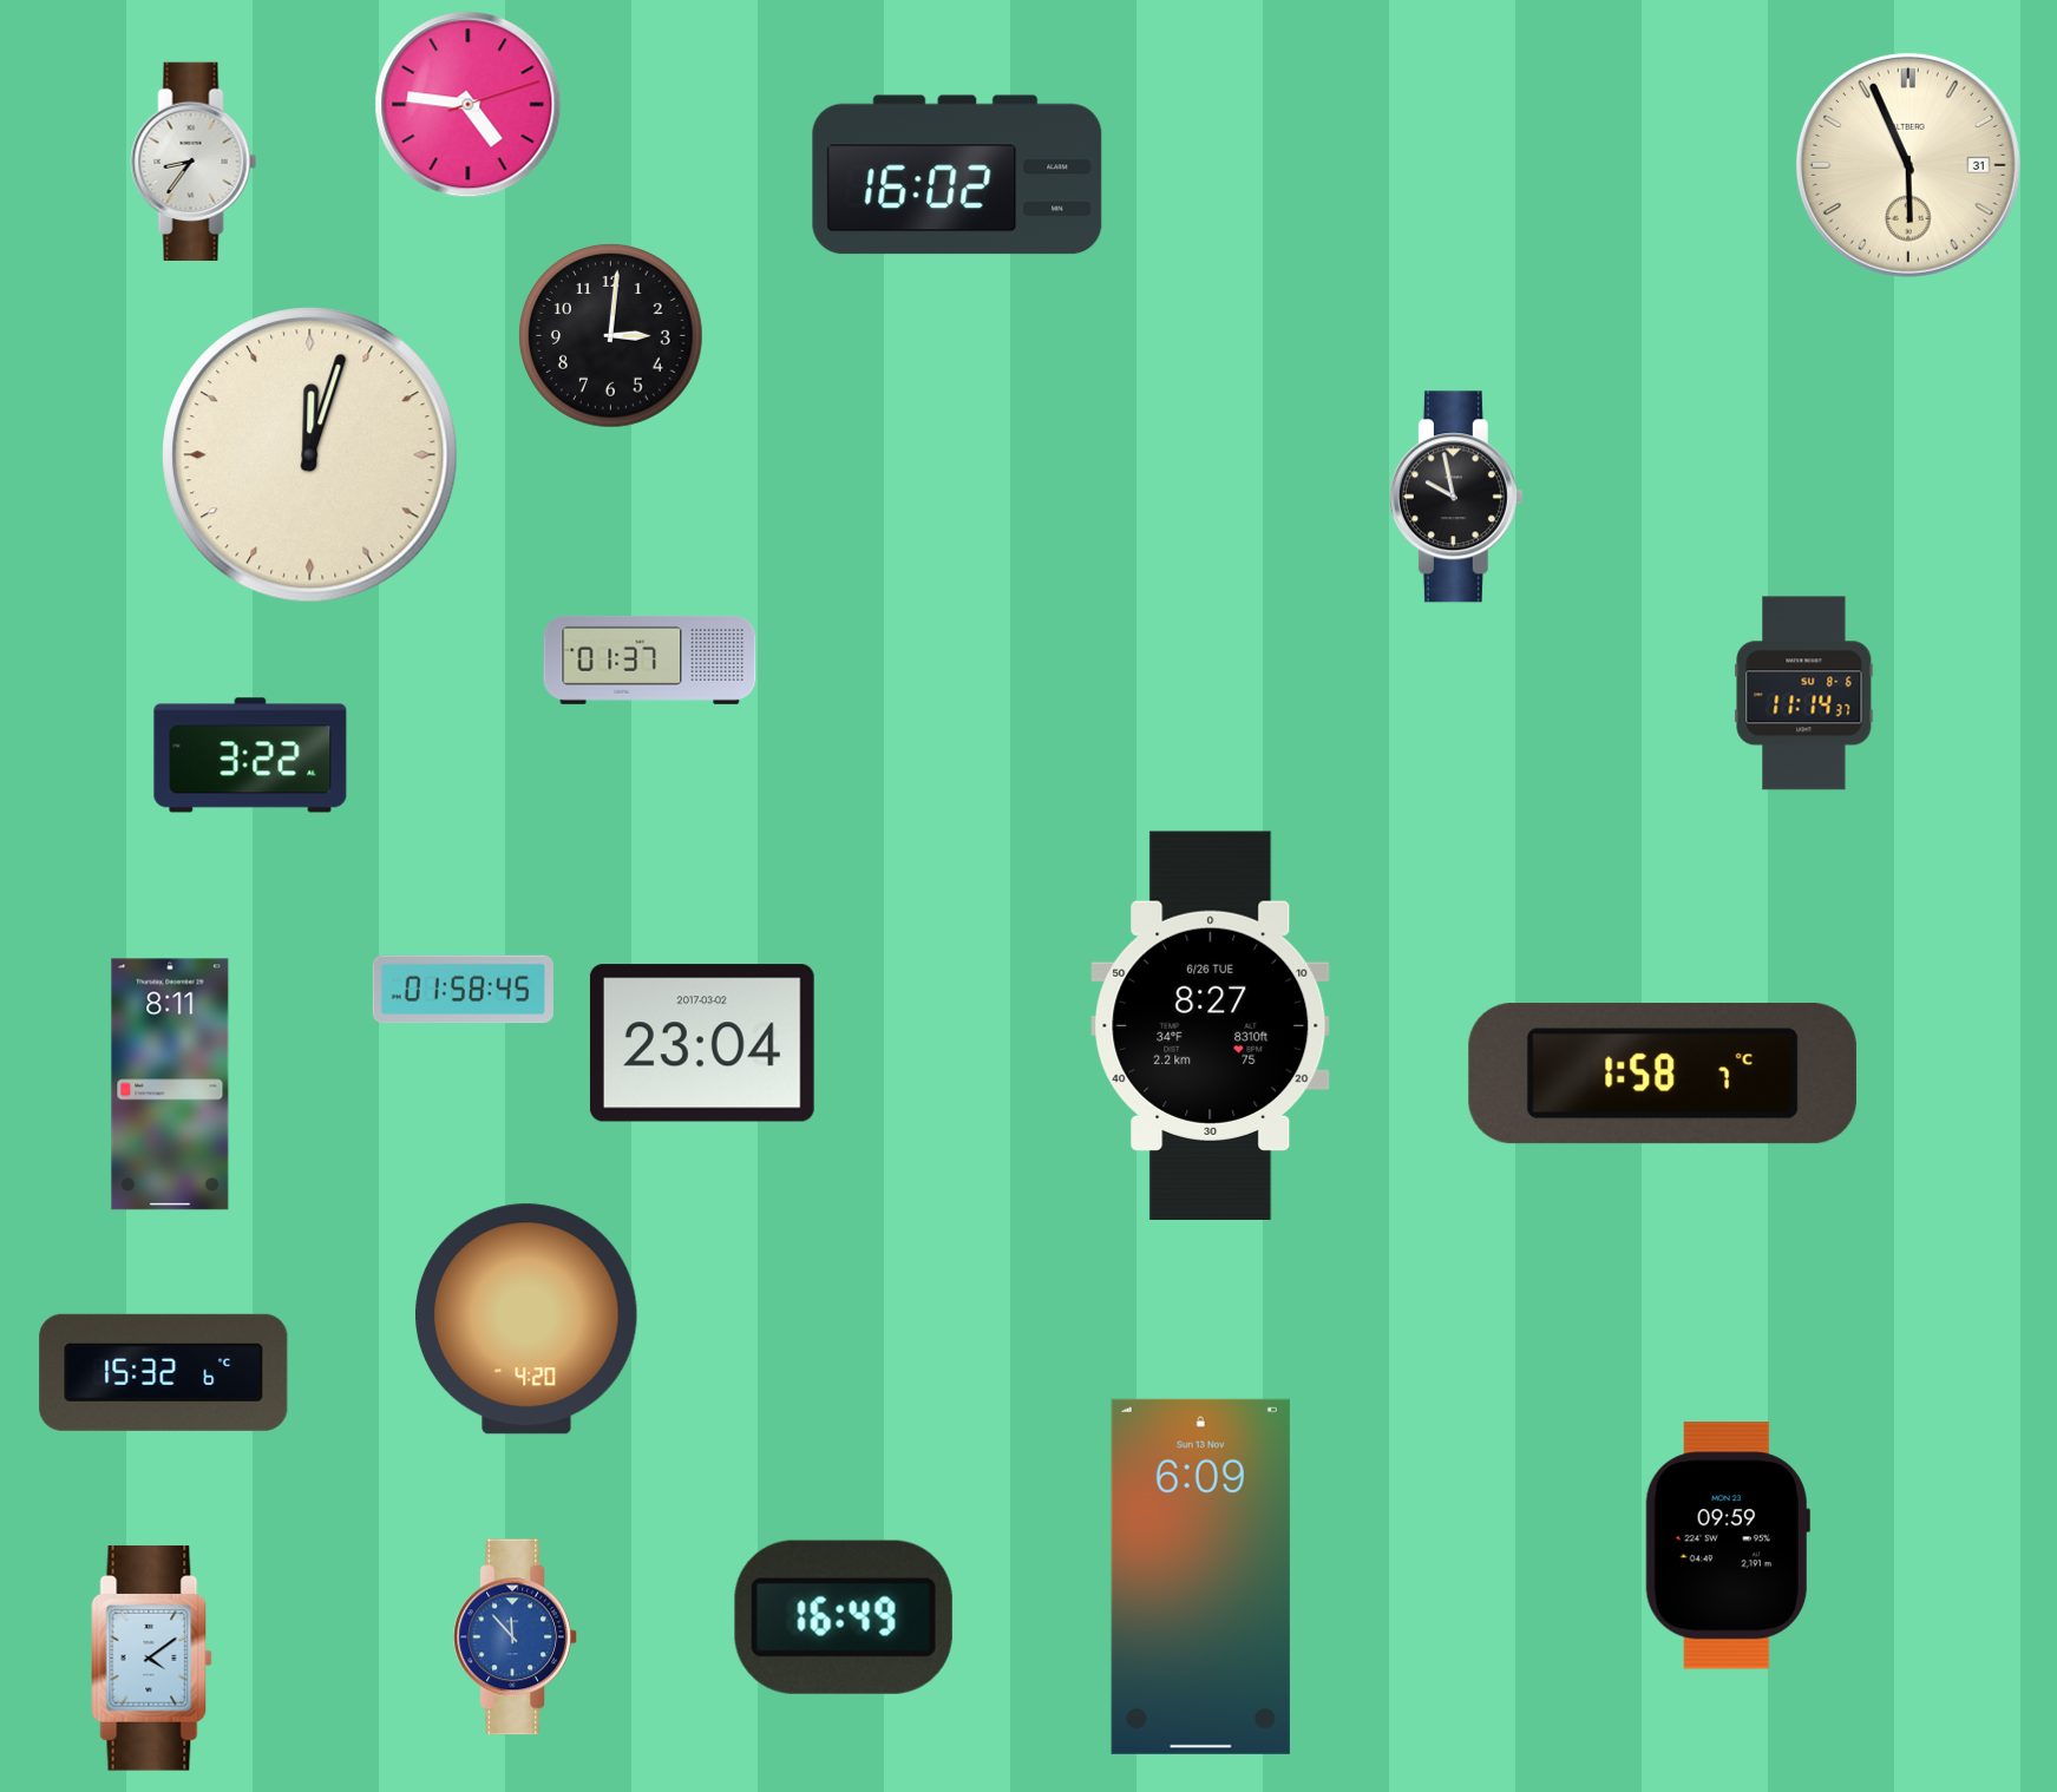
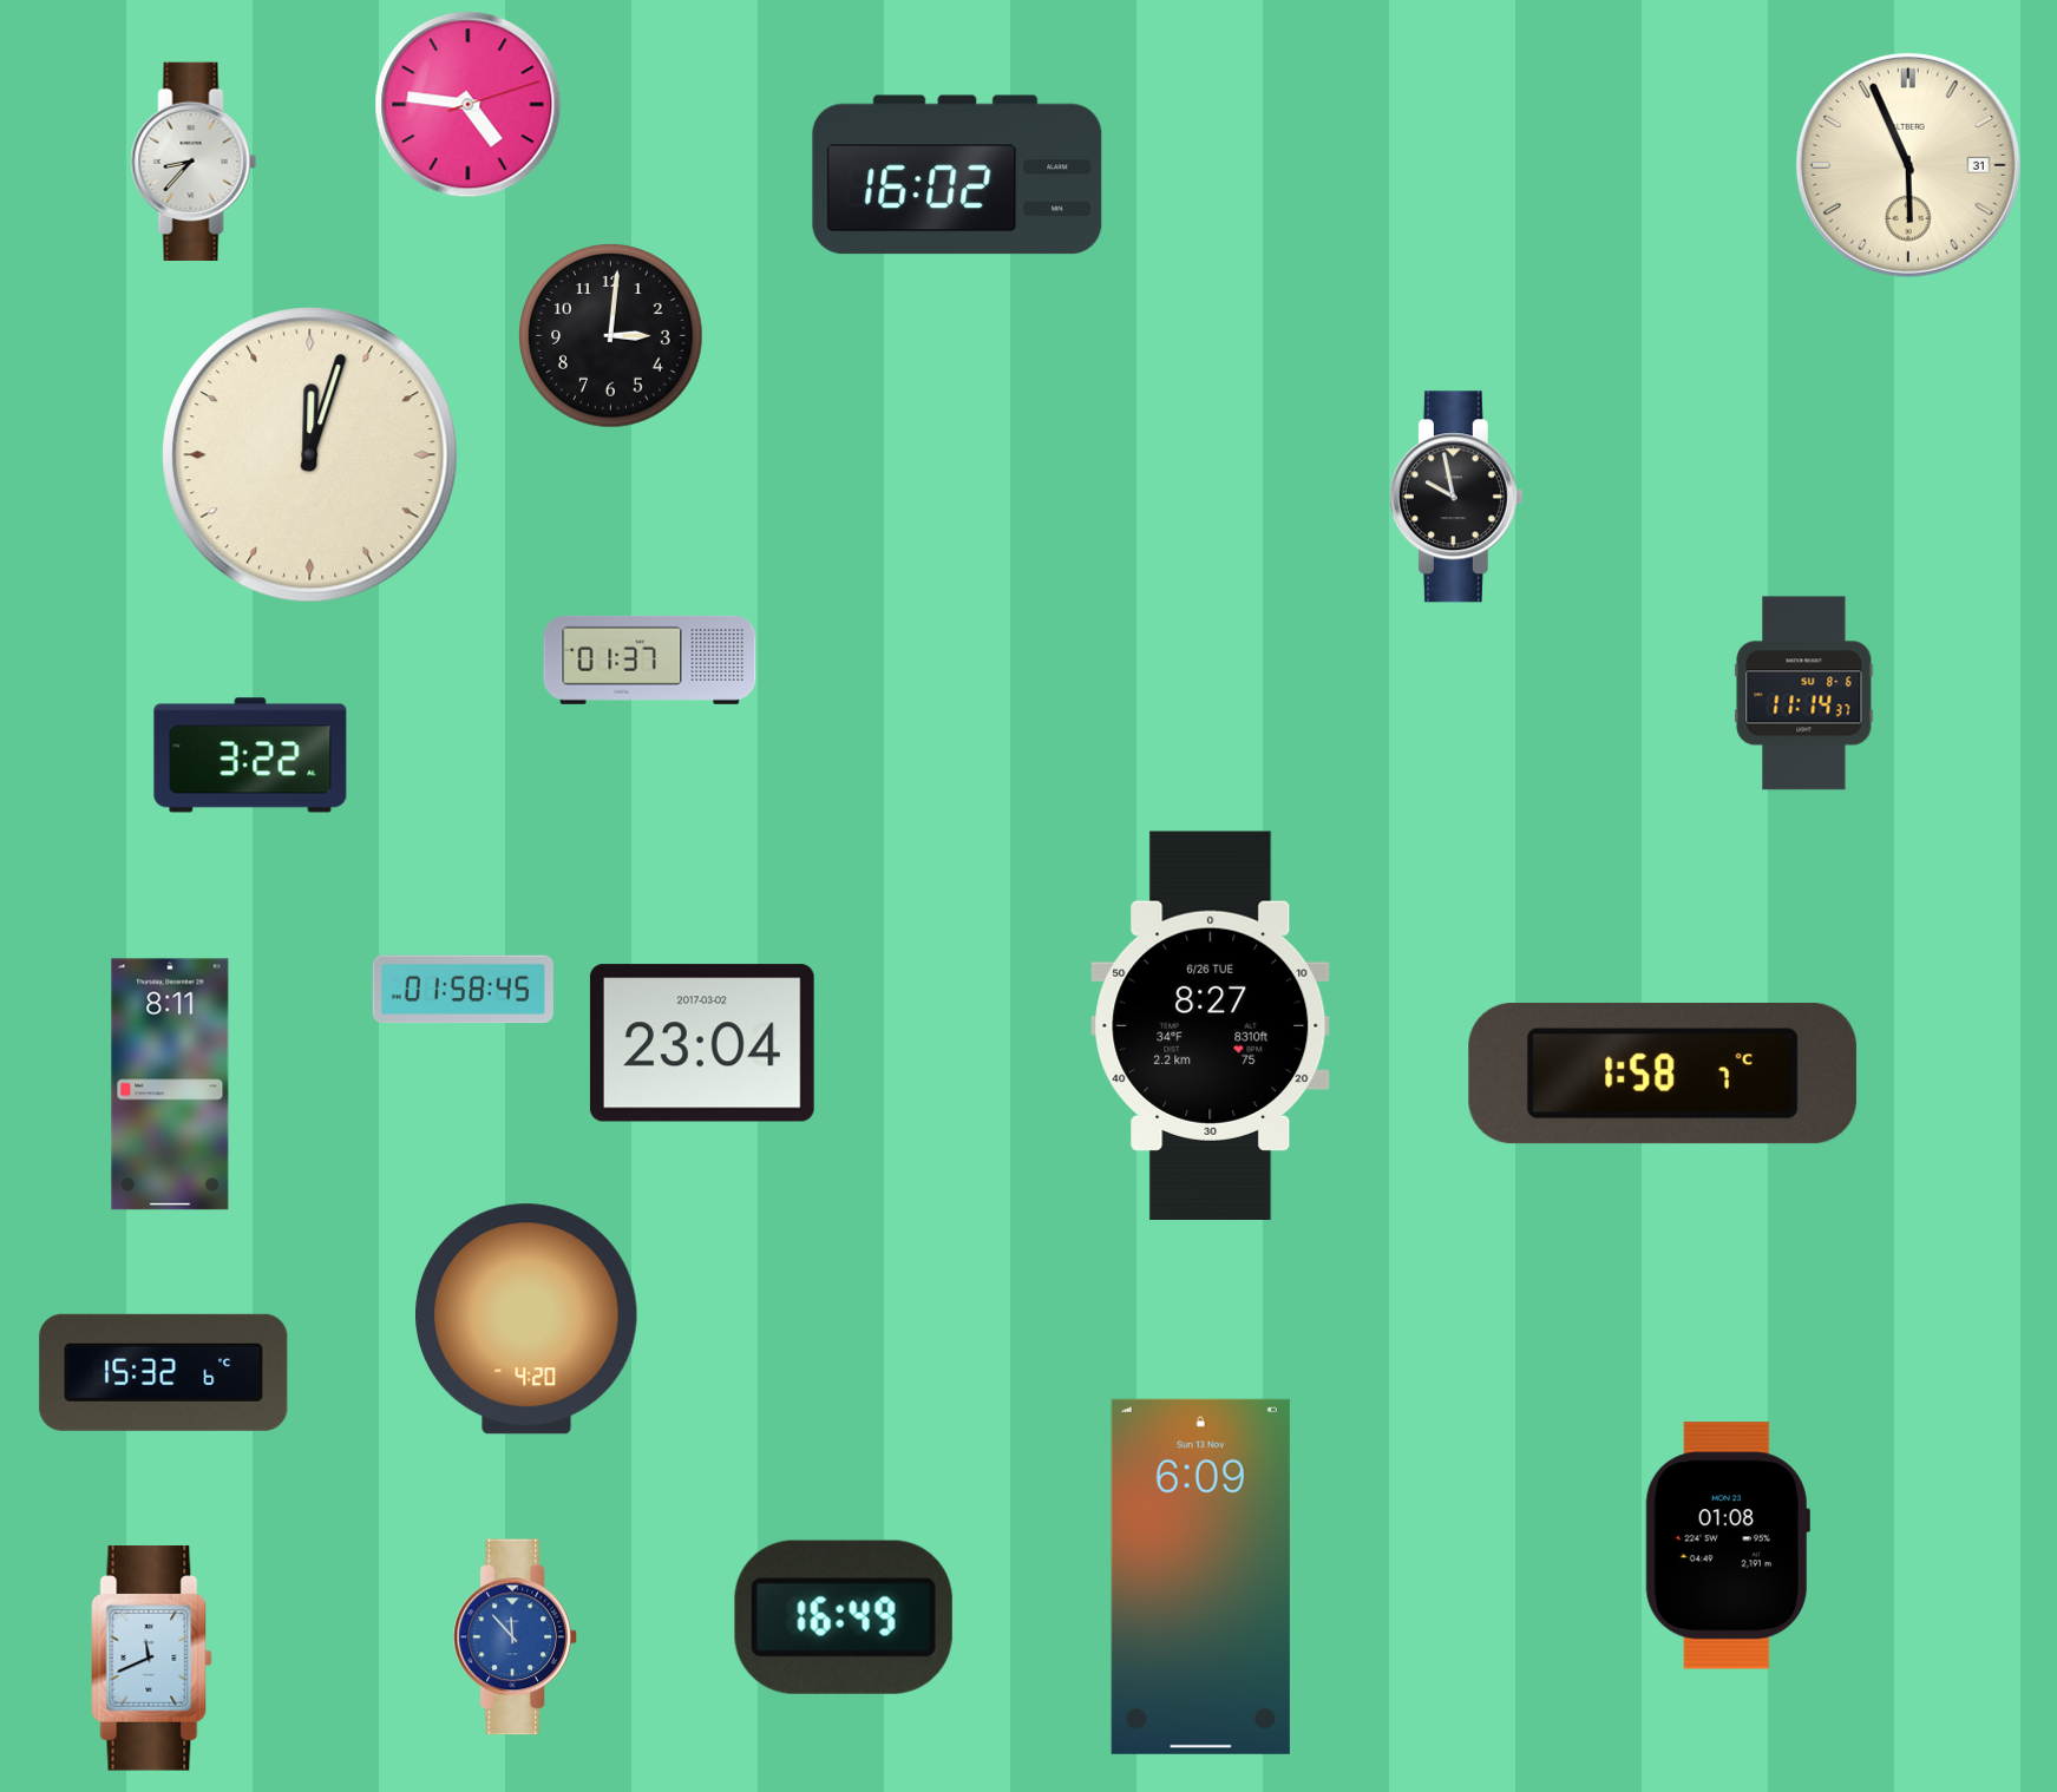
clock at (194, 160): 8:36 -> 8:37
clock at (1728, 1545): 09:59 -> 01:08
clock at (152, 1659): 4:09 -> 11:41
